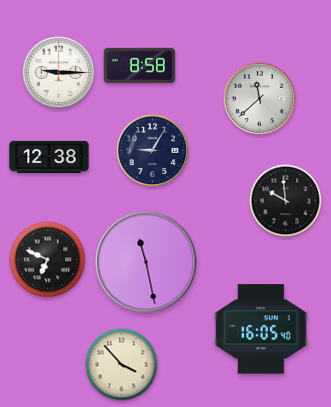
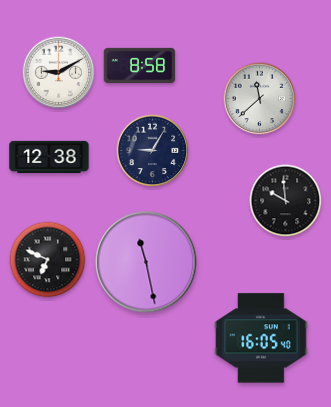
clock at (59, 73): 9:15 -> 9:10
clock at (261, 329) position: (261, 329) -> (261, 338)
clock at (122, 365): 3:53 -> none
